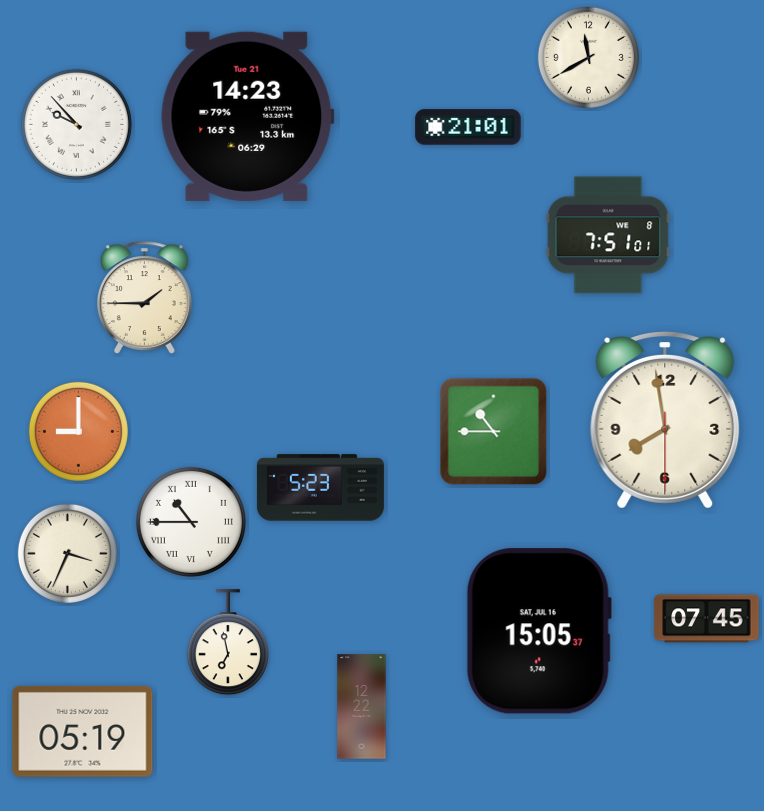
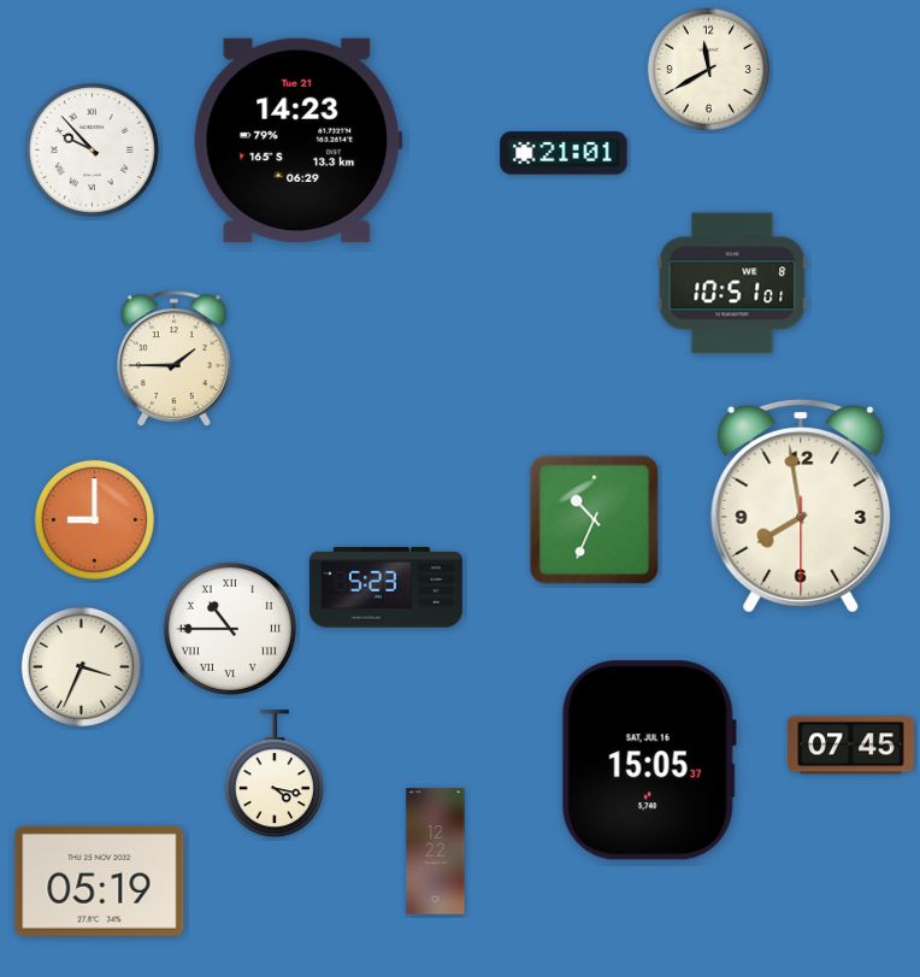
clock at (608, 235): 7:51 -> 10:51
clock at (494, 432): 10:45 -> 10:34
clock at (228, 643): 6:58 -> 4:17
